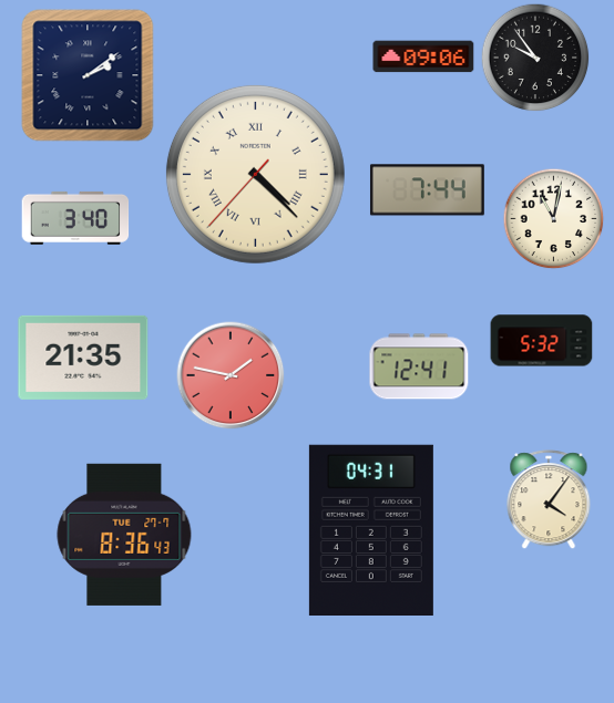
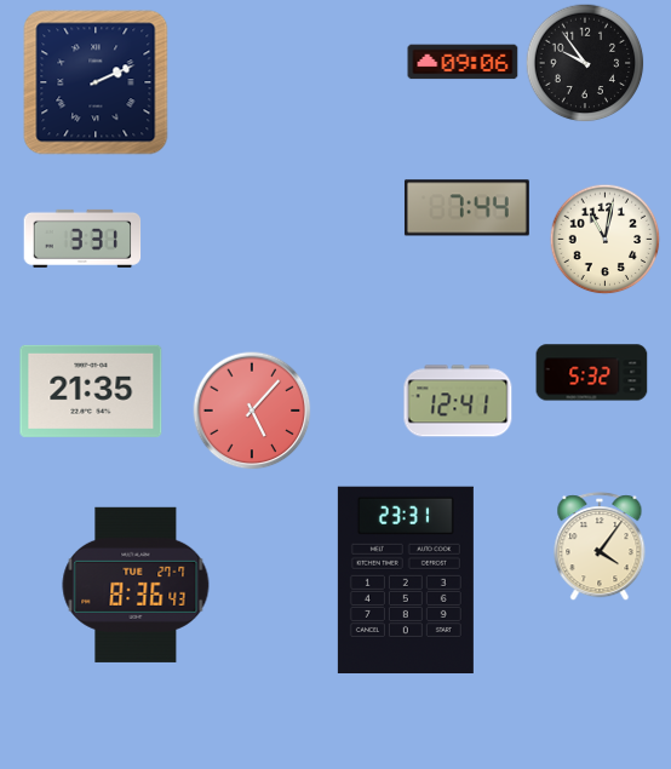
clock at (88, 75): 2:09 -> 2:11
clock at (255, 174): 4:22 -> none
clock at (75, 218): 3:40 -> 3:31
clock at (231, 375): 1:47 -> 5:07
clock at (371, 529): 04:31 -> 23:31
